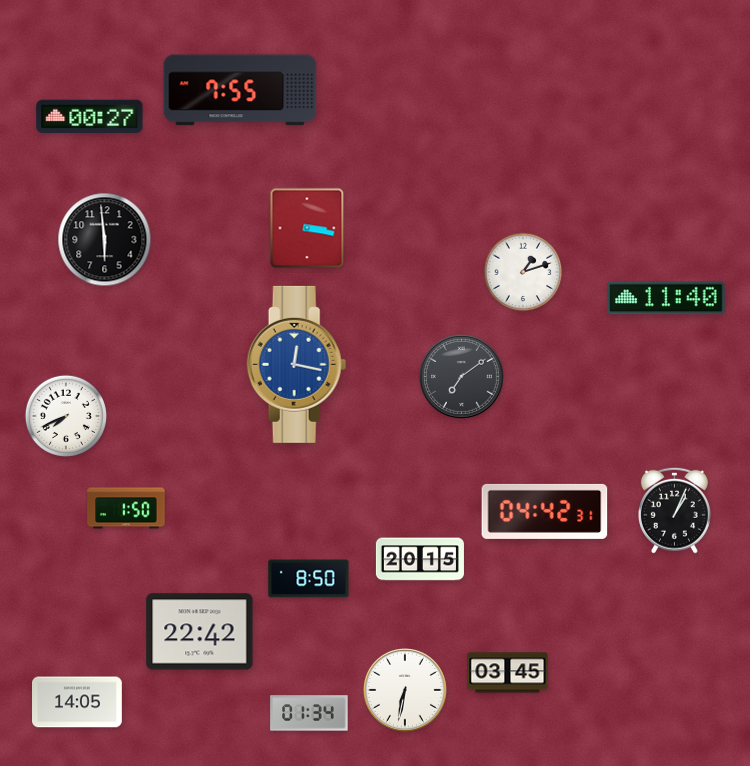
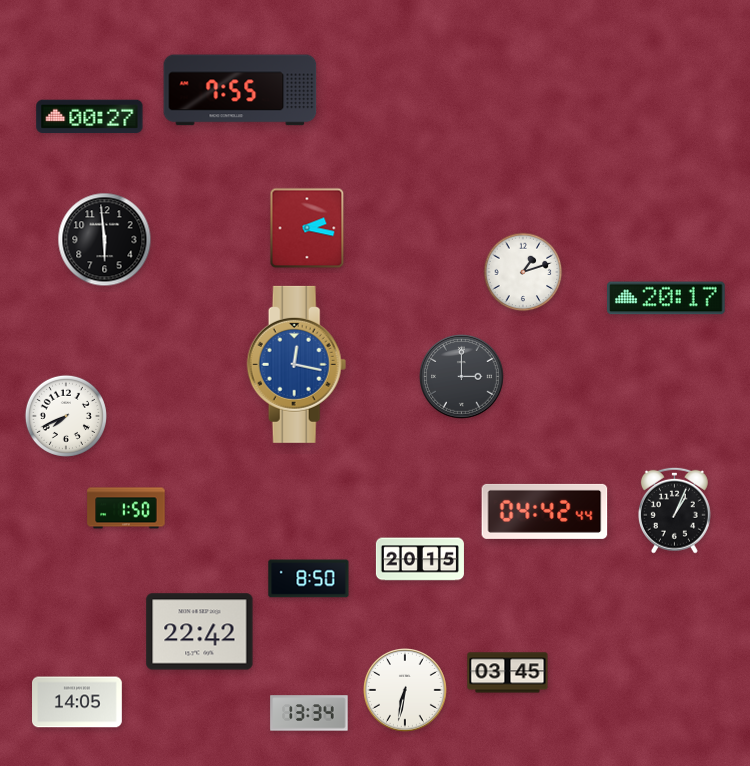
clock at (307, 228): 3:17 -> 2:17
clock at (666, 298): 11:40 -> 20:17
clock at (462, 377): 7:09 -> 3:00
clock at (545, 511): 04:42:31 -> 04:42:44
clock at (309, 713): 01:34 -> 13:34
